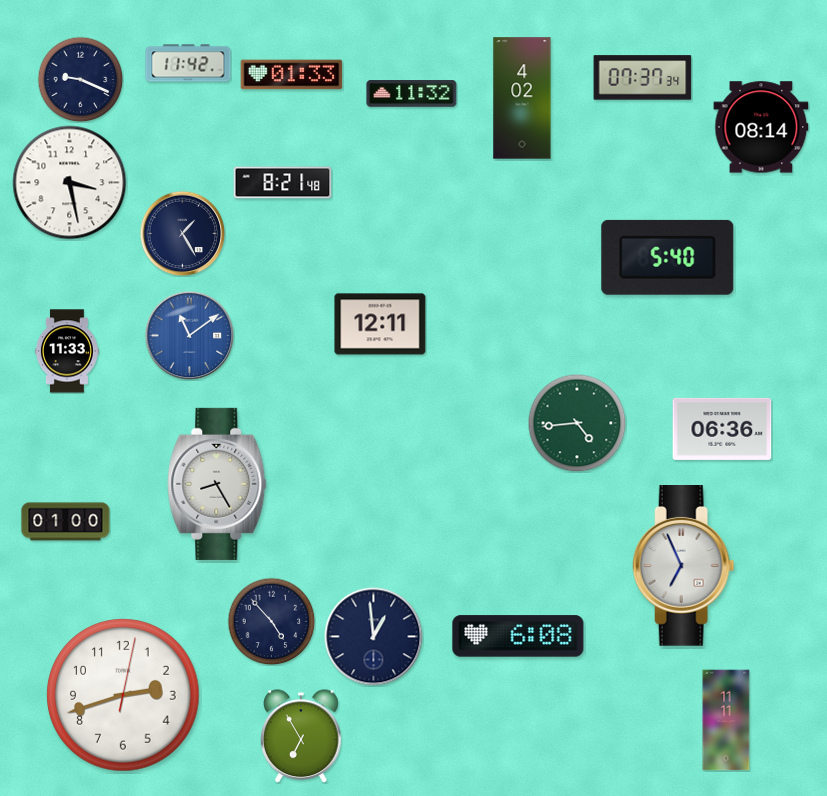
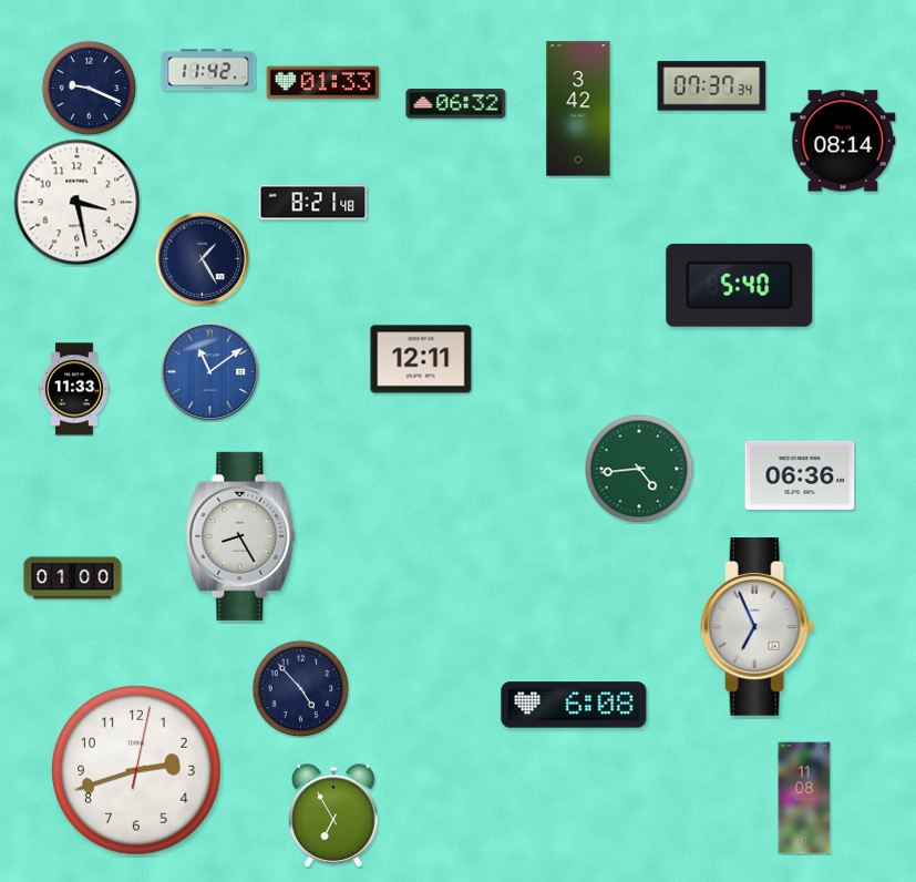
clock at (412, 94): 11:32 -> 06:32
clock at (522, 98): 4:02 -> 3:42
clock at (374, 637): 12:59 -> none
clock at (726, 720): 11:11 -> 11:08
